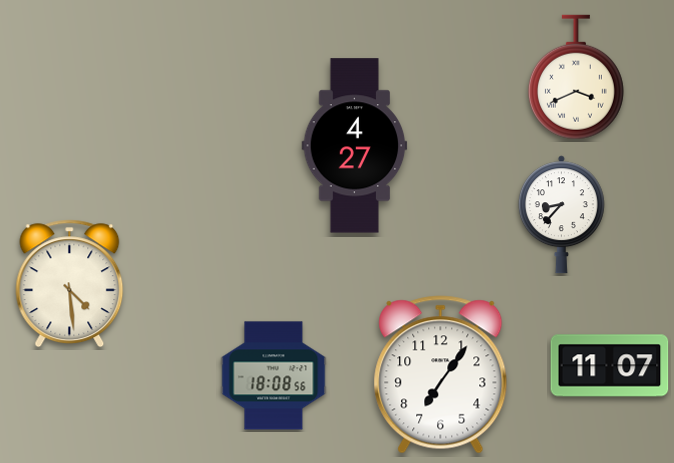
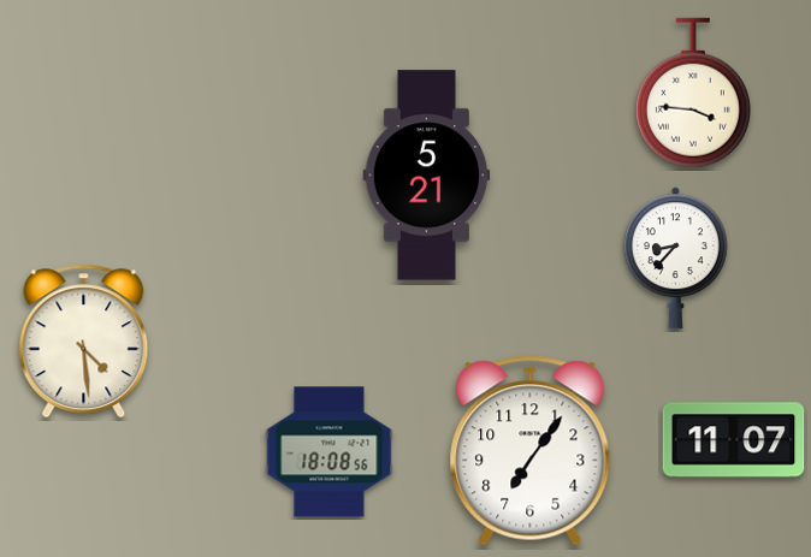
clock at (576, 77): 3:41 -> 3:46
clock at (355, 146): 4:27 -> 5:21
